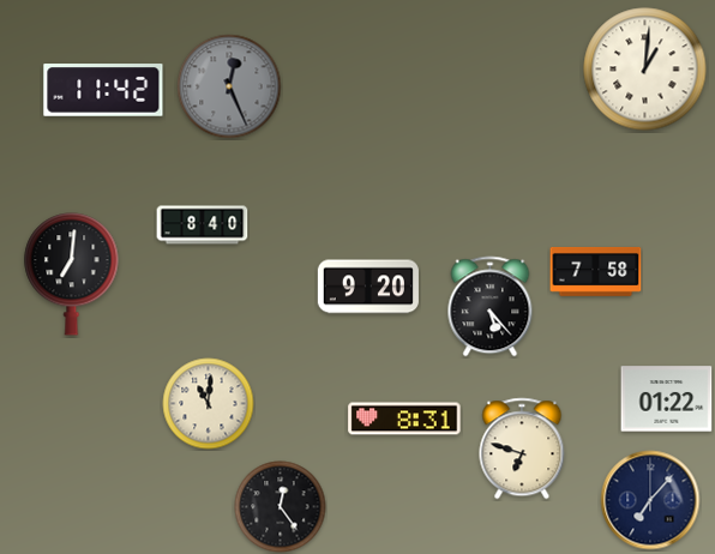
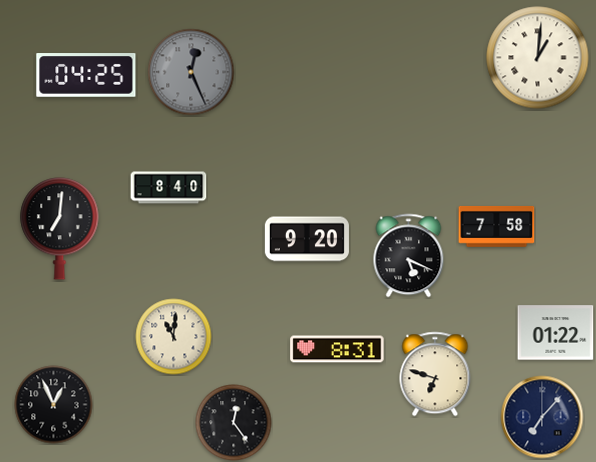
clock at (103, 90): 11:42 -> 04:25
clock at (491, 307): 5:23 -> 5:19
clock at (54, 405): none -> 12:56
